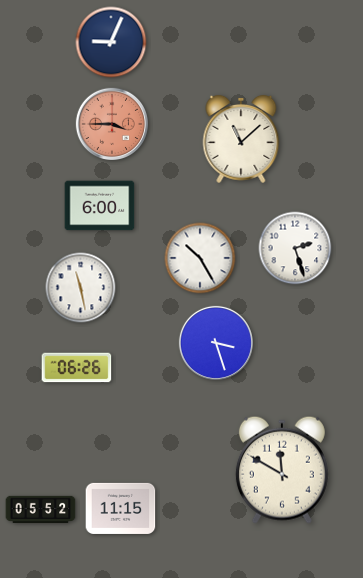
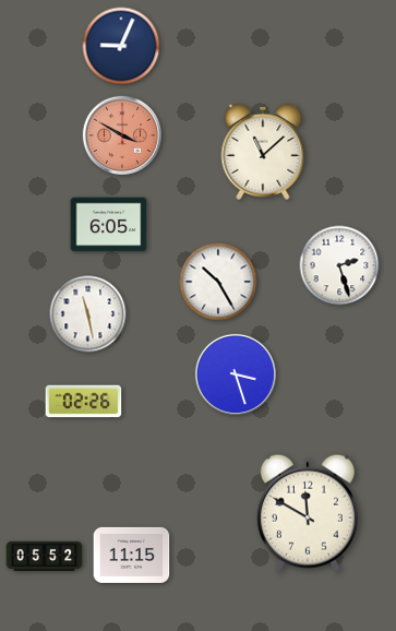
clock at (111, 123): 3:45 -> 3:50
clock at (100, 206): 6:00 -> 6:05
clock at (295, 248) position: (295, 248) -> (339, 265)
clock at (77, 368): 06:26 -> 02:26
